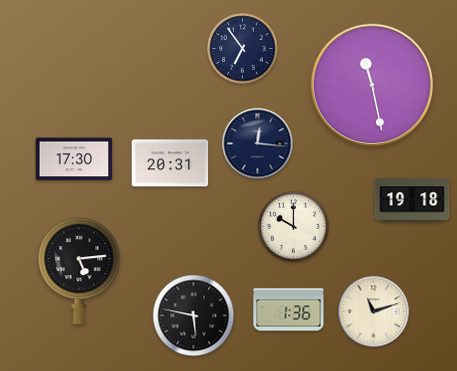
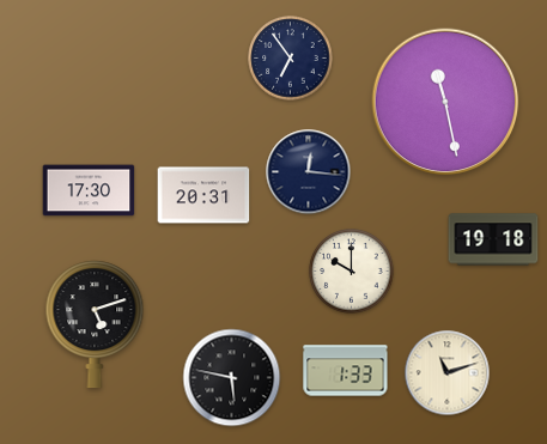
clock at (79, 271): 5:14 -> 5:12
clock at (289, 310): 1:36 -> 1:33
